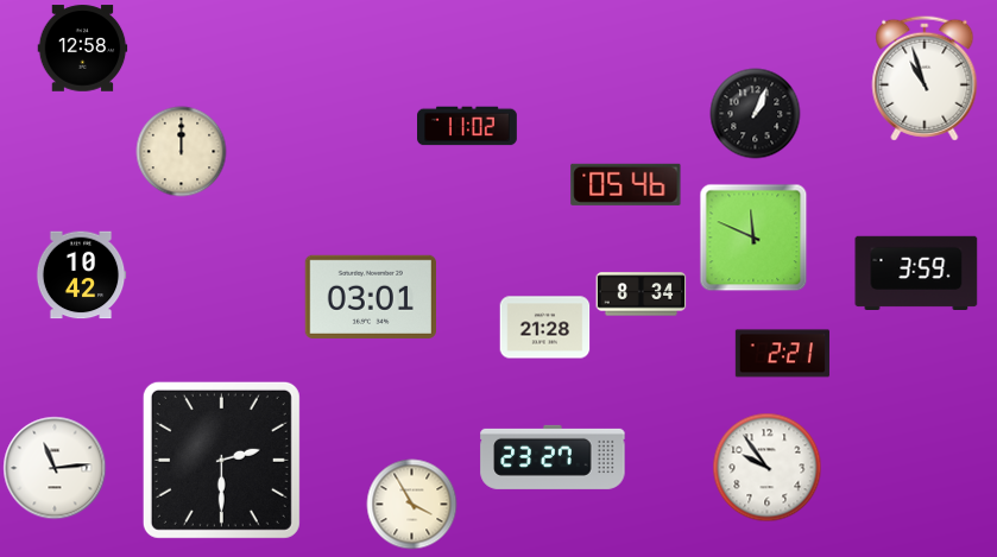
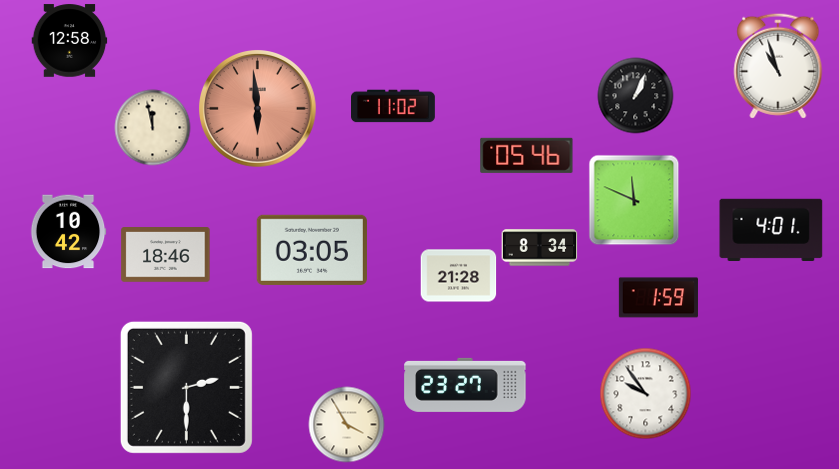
clock at (258, 109): none -> 5:59
clock at (182, 152): 12:00 -> 11:58
clock at (916, 272): 3:59 -> 4:01
clock at (371, 297): 03:01 -> 03:05
clock at (166, 255): none -> 18:46
clock at (782, 354): 2:21 -> 1:59
clock at (55, 468): 11:14 -> none
